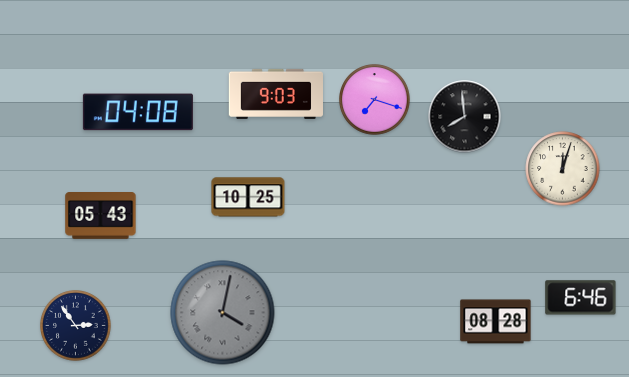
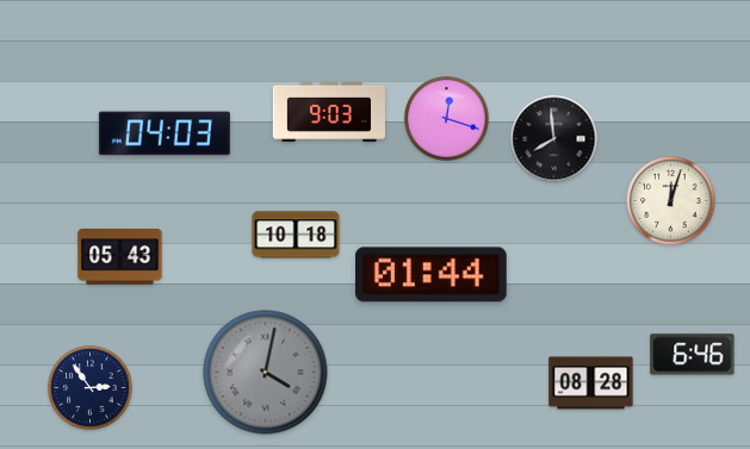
clock at (375, 100): 7:18 -> 12:18
clock at (138, 112): 04:08 -> 04:03
clock at (248, 197): 10:25 -> 10:18
clock at (432, 275): none -> 01:44
